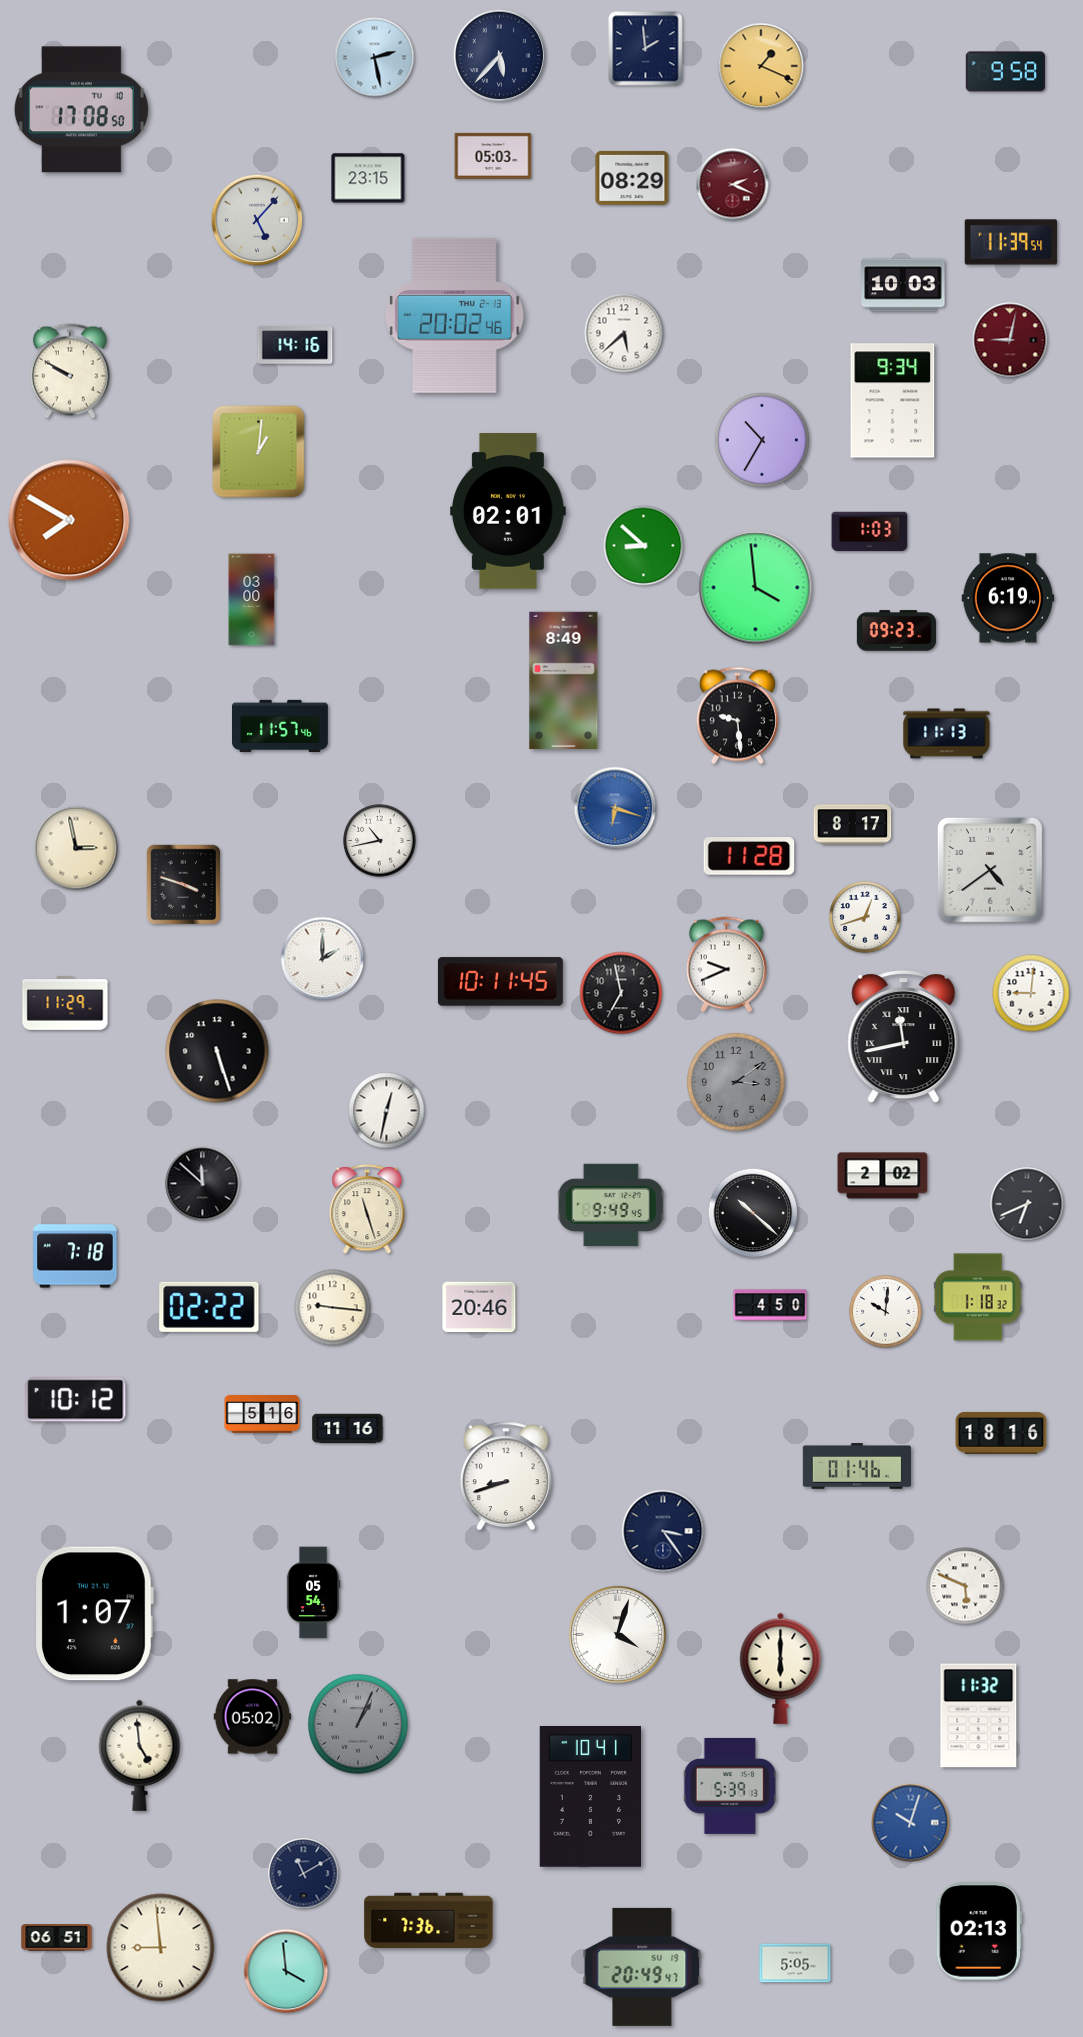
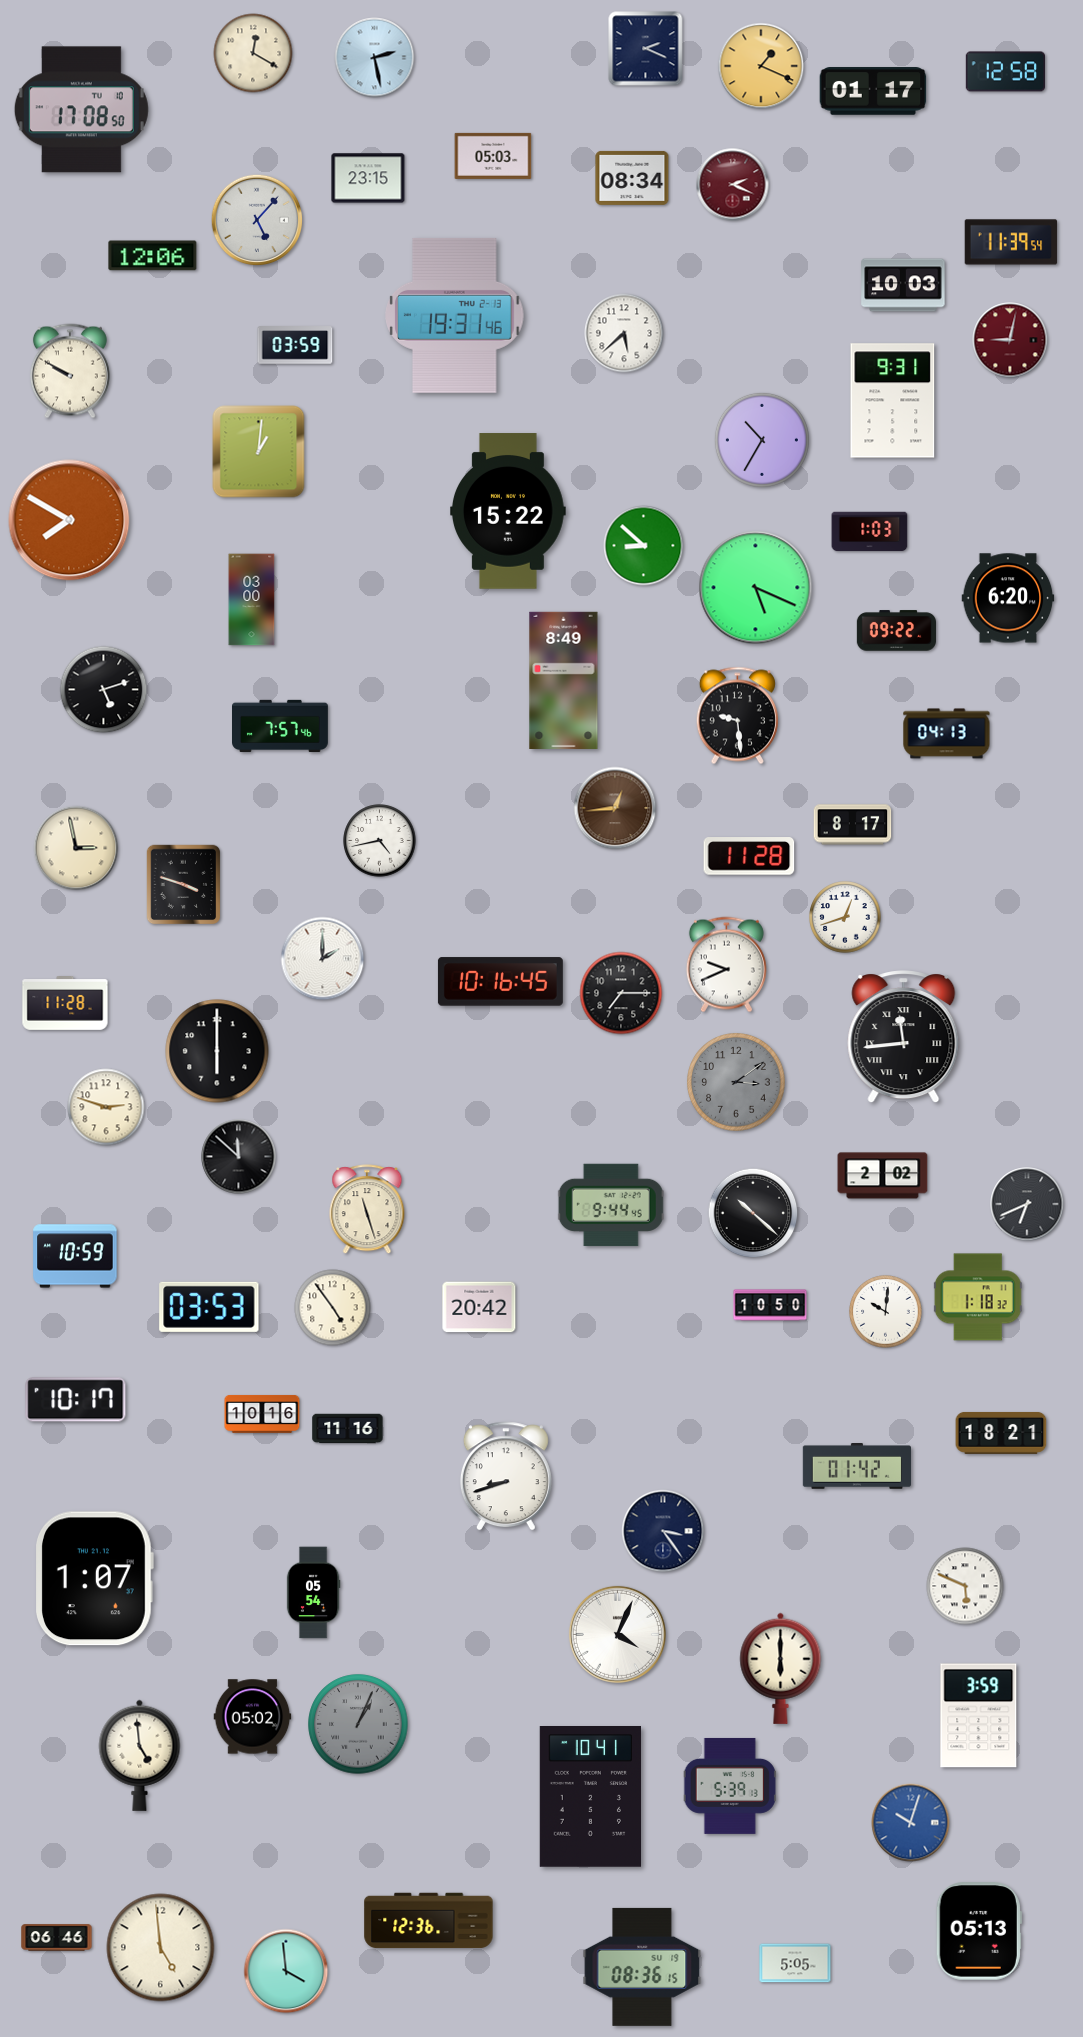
clock at (646, 49): 1:59 -> 2:19
clock at (253, 53): none -> 12:20
clock at (499, 55): 5:37 -> none
clock at (1005, 72): 9:58 -> 12:58
clock at (873, 91): none -> 01:17
clock at (632, 178): 08:29 -> 08:34
clock at (153, 256): none -> 12:06
clock at (455, 315): 20:02 -> 19:31
clock at (295, 345): 14:16 -> 03:59
clock at (893, 401): 9:34 -> 9:31
clock at (509, 511): 02:01 -> 15:22
clock at (756, 588): 3:59 -> 5:19
clock at (1008, 598): 6:19 -> 6:20
clock at (896, 631): 09:23 -> 09:22
clock at (104, 690): none -> 5:12
clock at (281, 726): 11:57 -> 7:57
clock at (947, 734): 11:13 -> 04:13
clock at (615, 808): 6:18 -> 12:44
clock at (615, 808) dial: blue -> brown
clock at (380, 841): 10:43 -> 4:43
clock at (990, 870): 4:39 -> none
clock at (865, 917) position: (865, 917) -> (845, 917)
clock at (500, 982): 10:11 -> 10:16
clock at (621, 993): 6:58 -> 7:15
clock at (1031, 993): 9:01 -> none
clock at (65, 1004): 11:29 -> 11:28
clock at (904, 1037): 11:43 -> 11:44
clock at (217, 1051): 5:27 -> 6:00
clock at (106, 1107): none -> 2:48
clock at (387, 1111): 12:32 -> none
clock at (203, 1184) position: (203, 1184) -> (239, 1157)
clock at (611, 1205): 9:49 -> 9:44
clock at (75, 1256): 7:18 -> 10:59
clock at (770, 1305): 4:50 -> 10:50
clock at (209, 1307): 02:22 -> 03:53
clock at (479, 1307): 20:46 -> 20:42
clock at (333, 1308): 9:16 -> 4:54
clock at (76, 1400): 10:12 -> 10:17
clock at (262, 1414): 5:16 -> 10:16
clock at (1001, 1433): 18:16 -> 18:21
clock at (856, 1466): 01:46 -> 01:42
clock at (94, 1614) position: (94, 1614) -> (94, 1579)
clock at (617, 1634): 4:03 -> 4:04
clock at (979, 1716): 11:32 -> 3:59
clock at (304, 1874): 11:10 -> none
clock at (429, 1921): 7:36 -> 12:36
clock at (979, 1931): 02:13 -> 05:13
clock at (57, 1938): 06:51 -> 06:46
clock at (161, 1948): 8:59 -> 4:59
clock at (642, 1967): 20:49 -> 08:36
